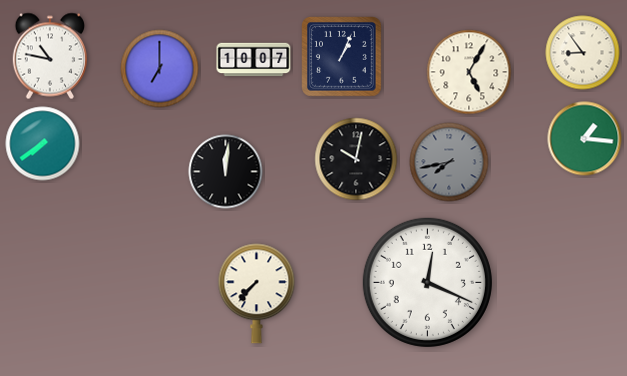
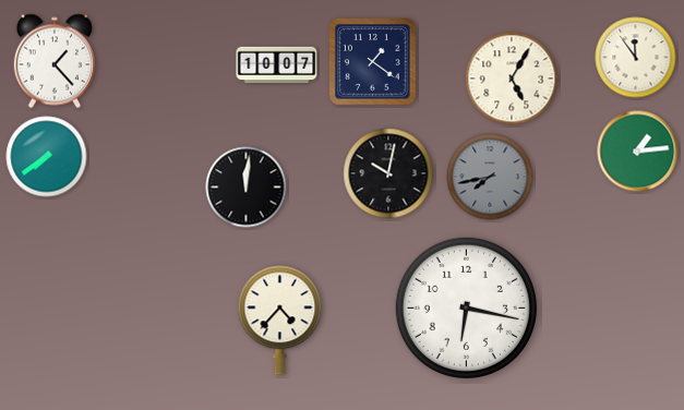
clock at (583, 53): 8:54 -> 11:54
clock at (49, 56): 10:47 -> 1:23
clock at (342, 57): 1:04 -> 1:21
clock at (160, 69): 7:00 -> none
clock at (585, 139): 1:16 -> 1:14
clock at (427, 282): 12:19 -> 6:17
clock at (257, 294): 7:37 -> 4:37
